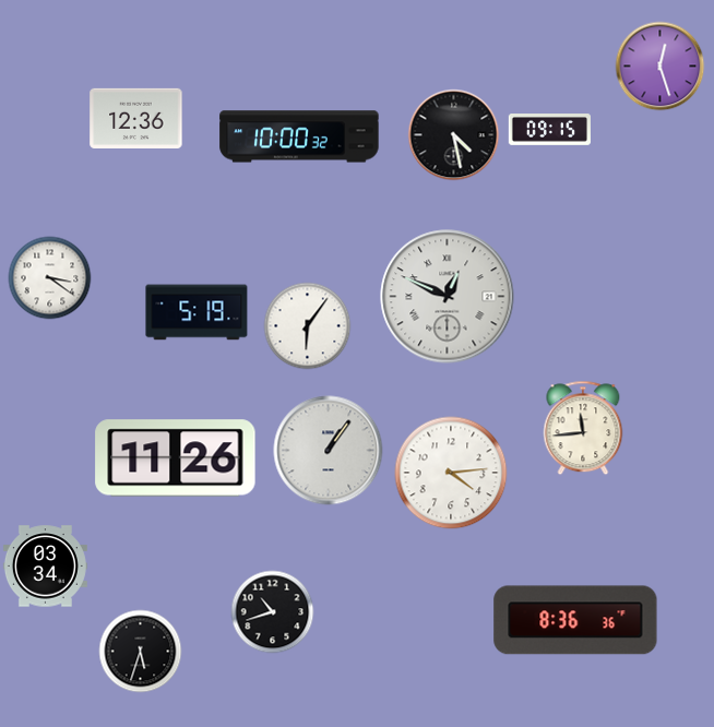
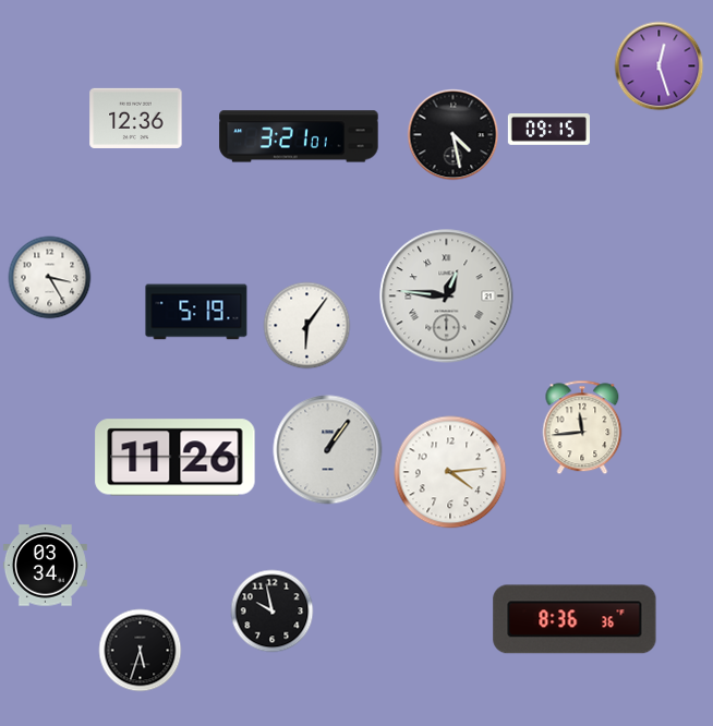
clock at (299, 136): 10:00 -> 3:21
clock at (50, 278): 3:21 -> 3:25
clock at (448, 297): 12:49 -> 12:46
clock at (273, 612): 10:42 -> 9:58
